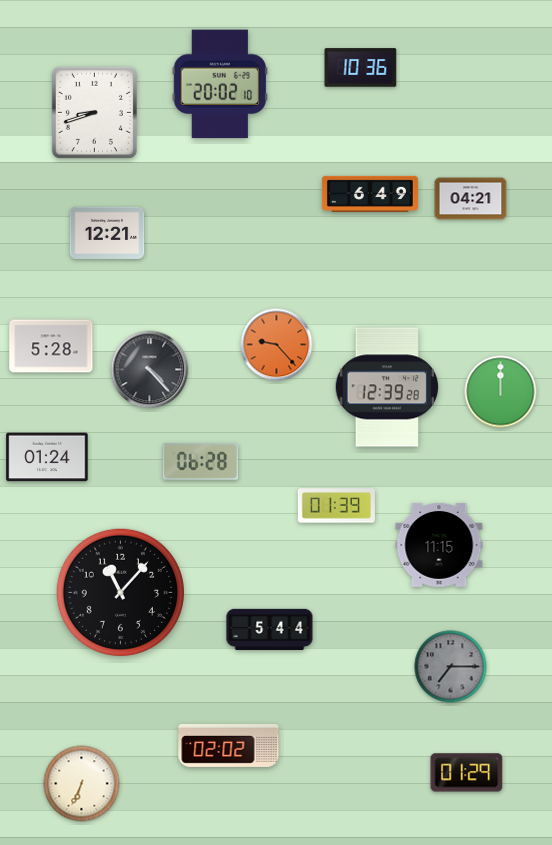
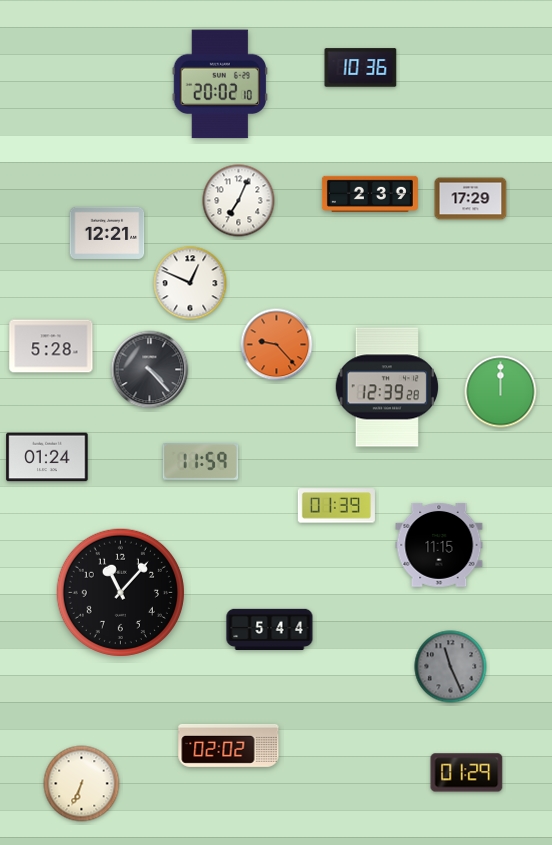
clock at (94, 112): 8:42 -> none
clock at (370, 194): 6:49 -> 2:39
clock at (471, 199): 04:21 -> 17:29
clock at (239, 201): none -> 7:04
clock at (190, 283): none -> 12:49
clock at (201, 462): 06:28 -> 11:59
clock at (451, 667): 7:15 -> 11:26
